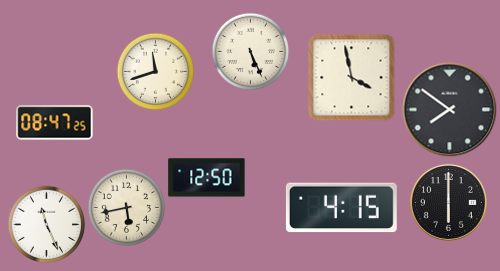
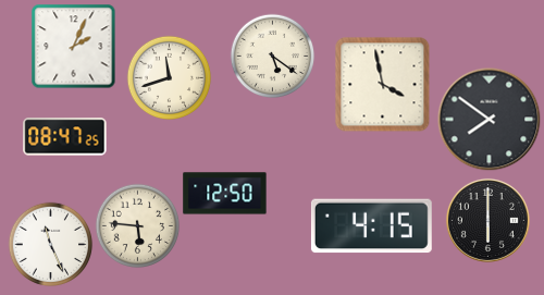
clock at (73, 46): none -> 2:04
clock at (250, 51): 5:26 -> 5:21
clock at (55, 123) position: (55, 123) -> (65, 137)
clock at (126, 207): 5:43 -> 5:46
